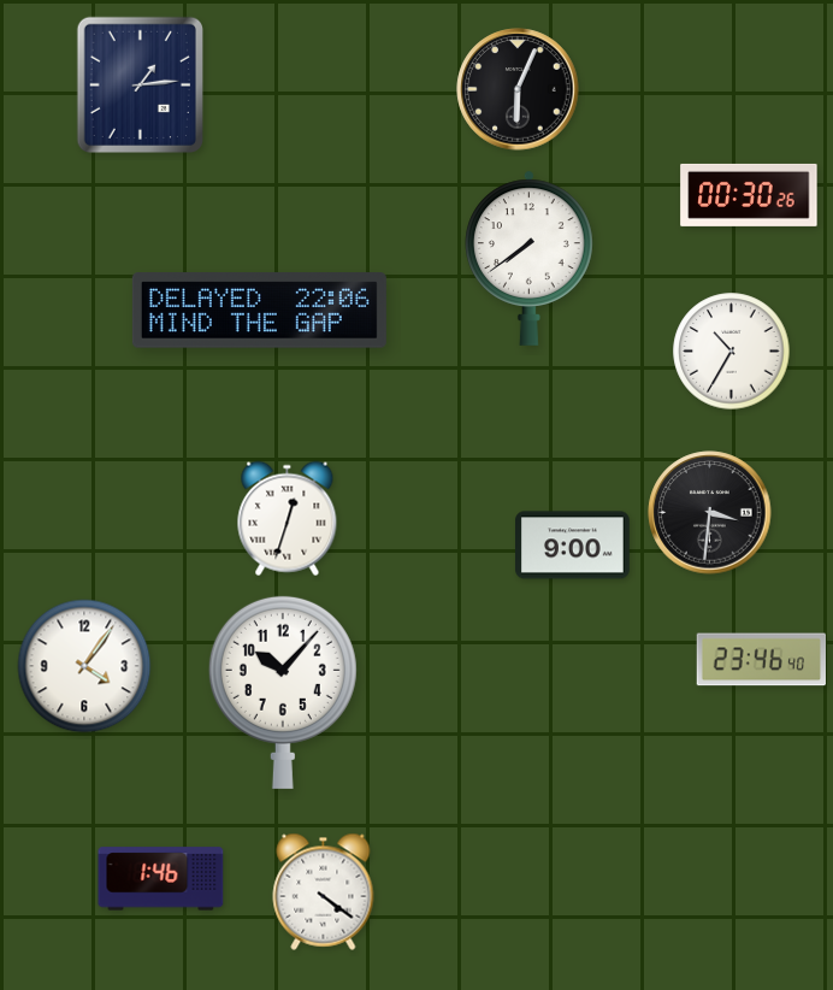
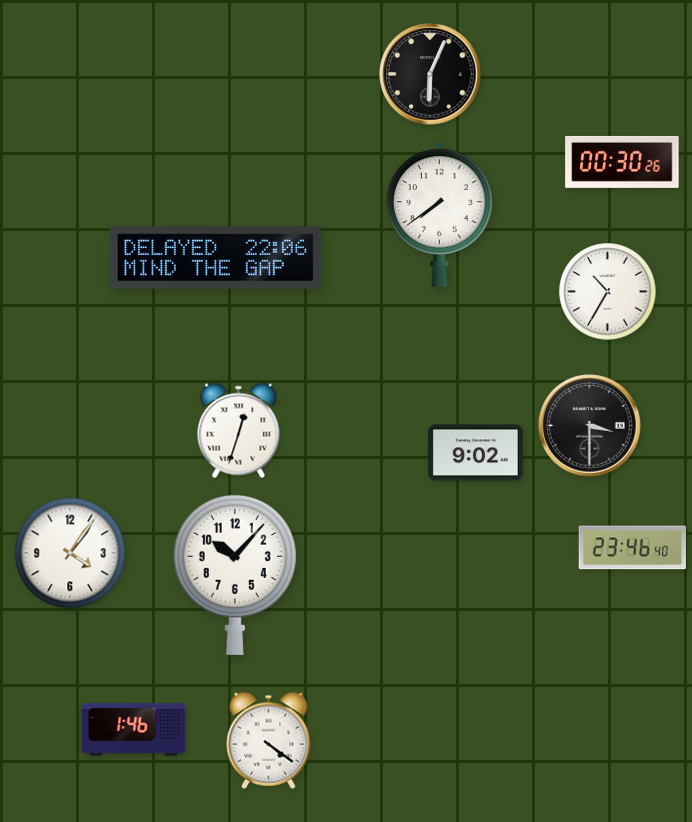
clock at (140, 84): 1:14 -> none
clock at (710, 513): 3:31 -> 3:30
clock at (573, 546): 9:00 -> 9:02
